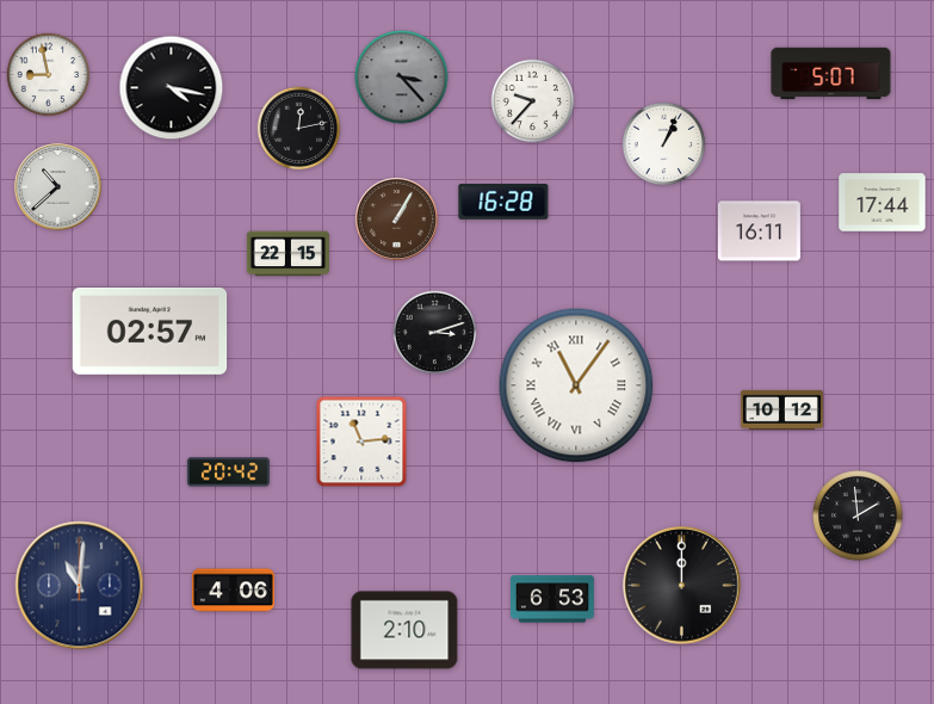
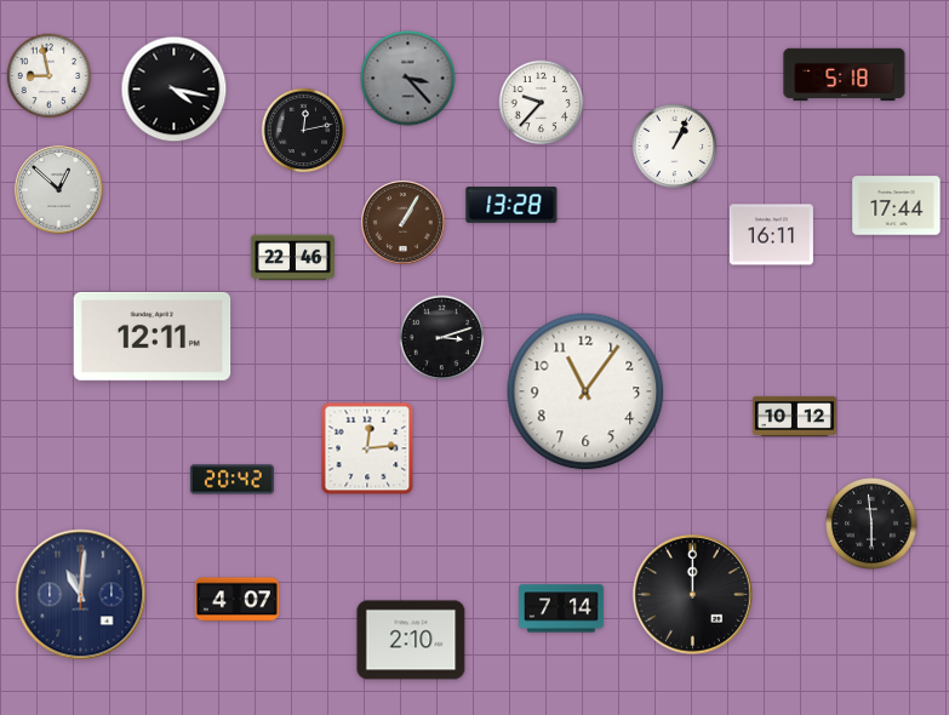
clock at (831, 74): 5:07 -> 5:18
clock at (58, 187): 10:38 -> 12:52
clock at (503, 203): 16:28 -> 13:28
clock at (287, 254): 22:15 -> 22:46
clock at (150, 331): 02:57 -> 12:11
clock at (576, 385) numerals: Roman -> Arabic
clock at (361, 441): 11:14 -> 12:14
clock at (858, 515): 1:59 -> 5:59
clock at (233, 591): 4:06 -> 4:07
clock at (553, 599): 6:53 -> 7:14
